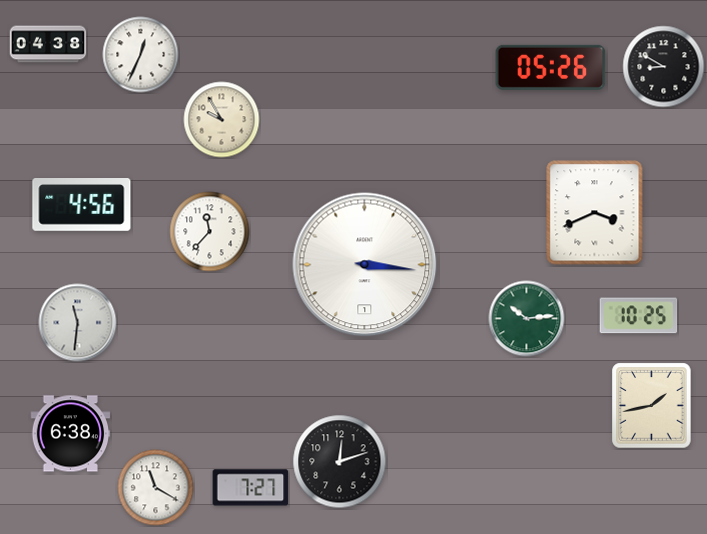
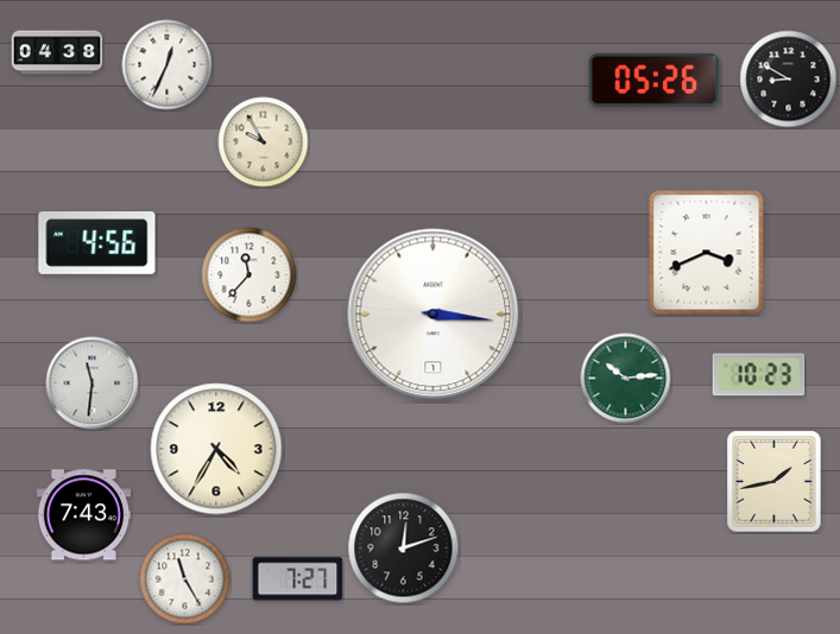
clock at (639, 316): 10:25 -> 10:23
clock at (216, 449): none -> 4:35
clock at (71, 434): 6:38 -> 7:43
clock at (156, 488): 11:20 -> 11:25
